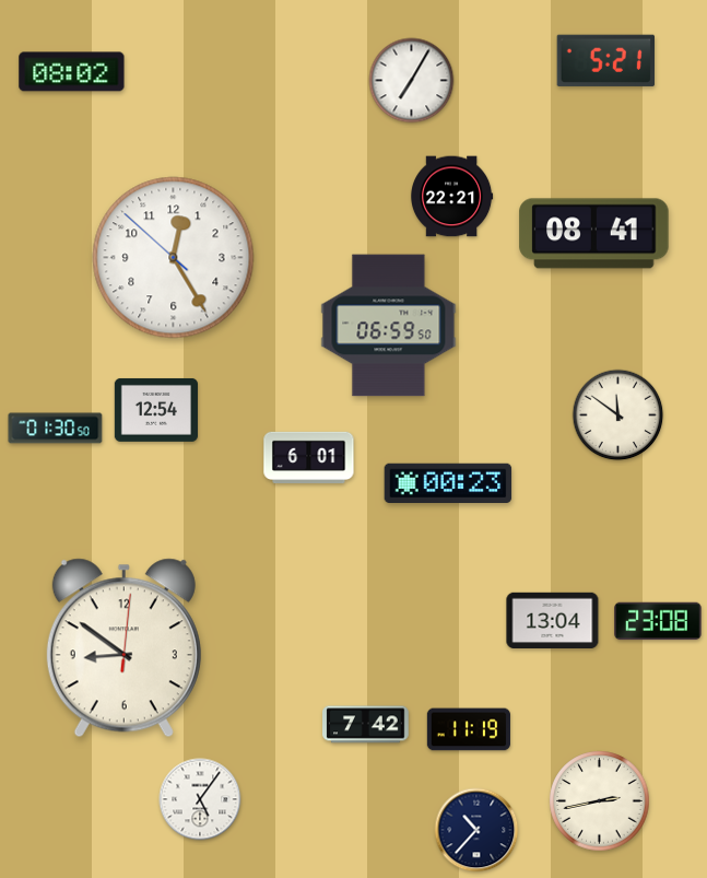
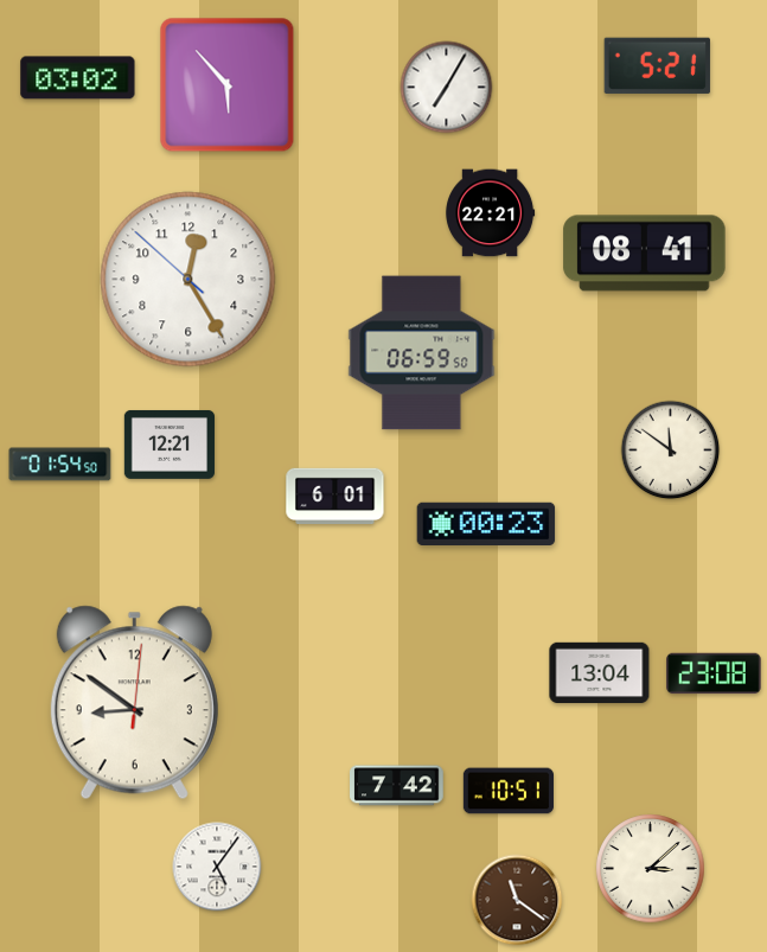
clock at (72, 72): 08:02 -> 03:02
clock at (228, 85): none -> 5:53
clock at (156, 410): 12:54 -> 12:21
clock at (56, 429): 01:30 -> 01:54
clock at (469, 729): 11:19 -> 10:51
clock at (600, 801): 2:43 -> 3:08
clock at (476, 830): 10:37 -> 11:21
clock at (476, 830) dial: navy -> brown
